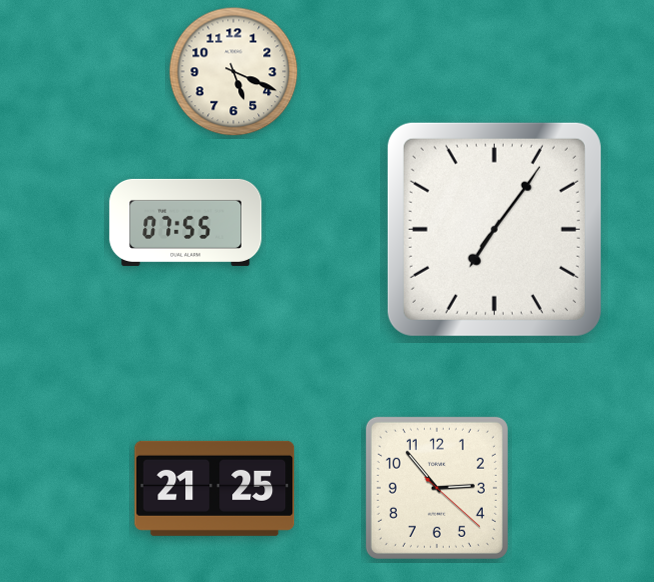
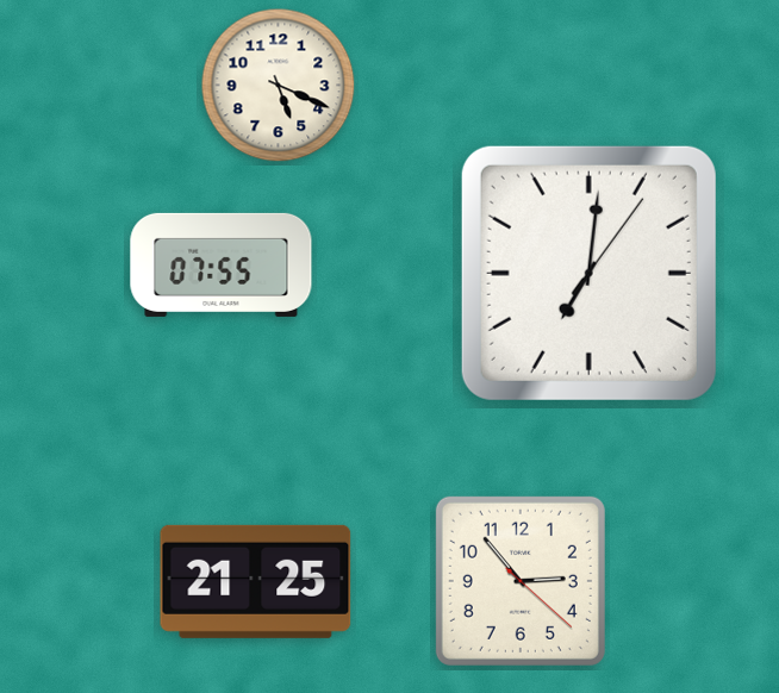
clock at (494, 229): 7:06 -> 7:01
